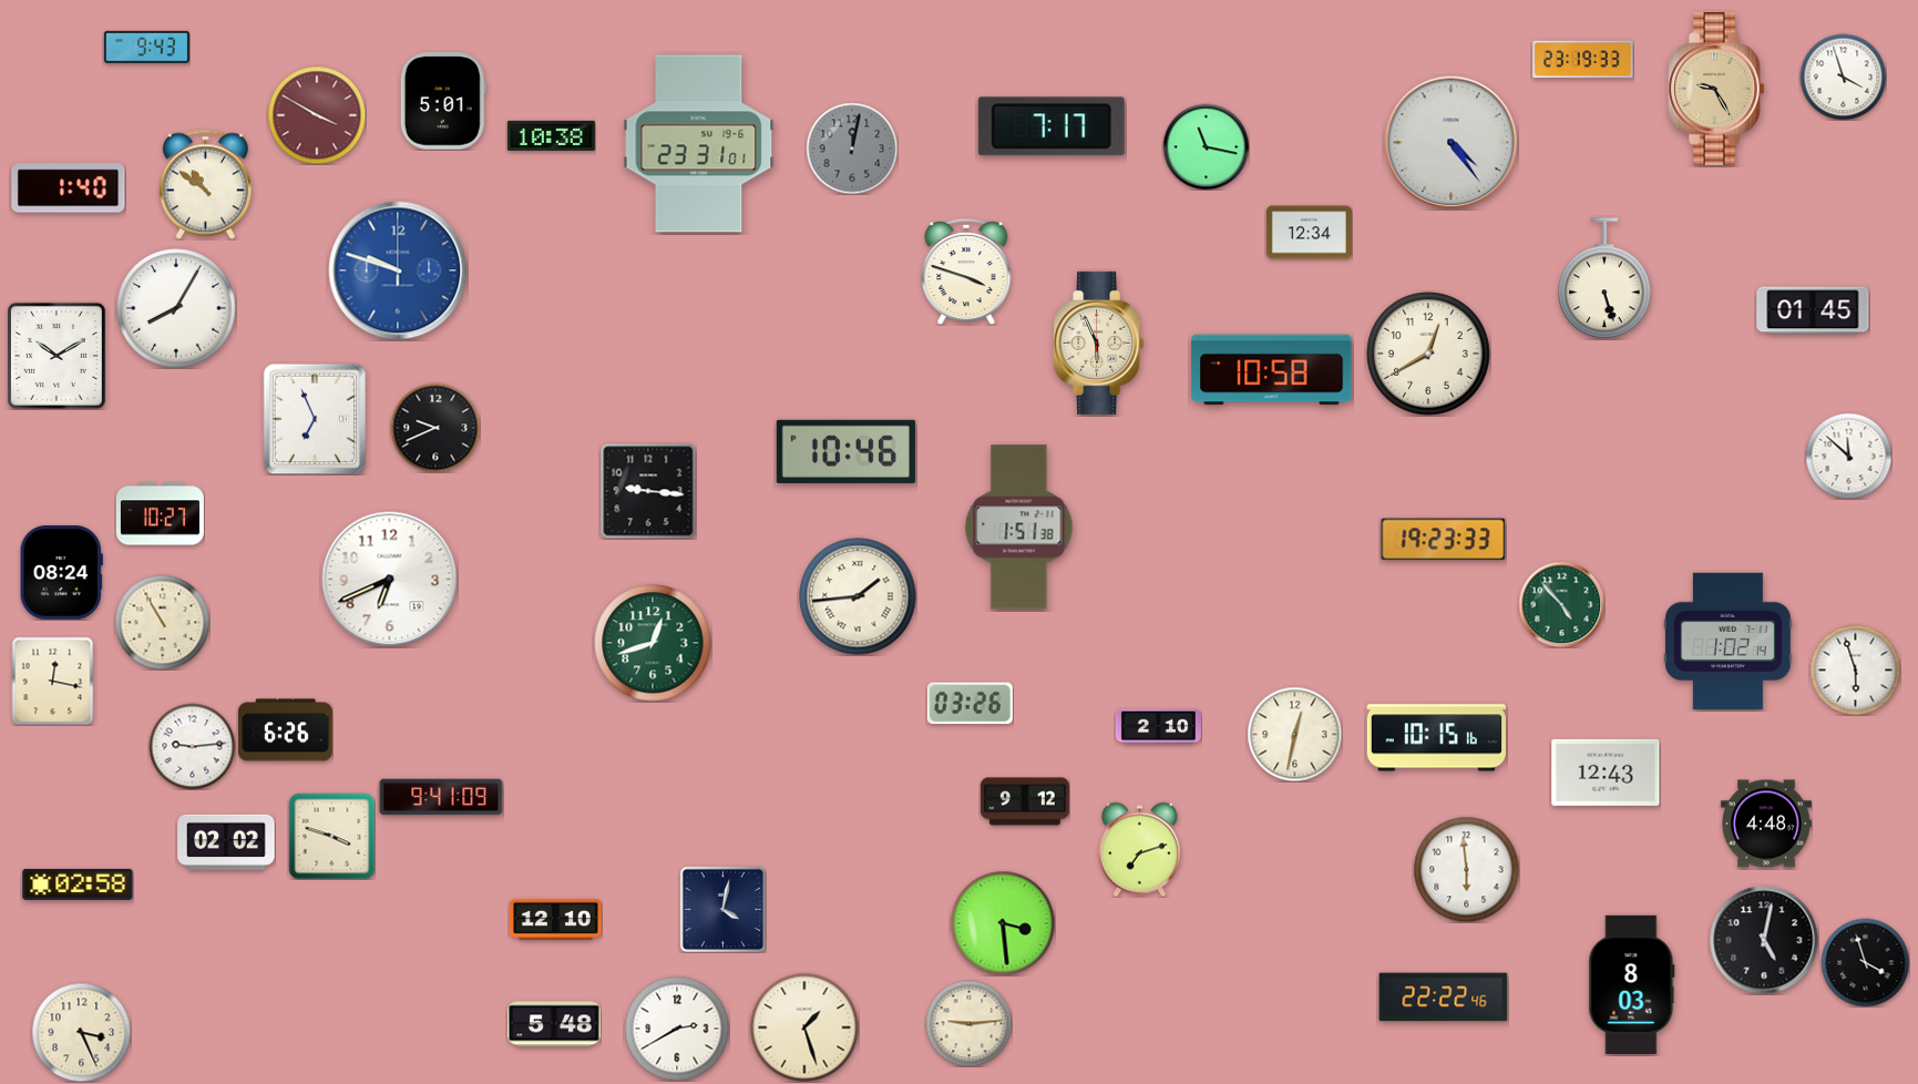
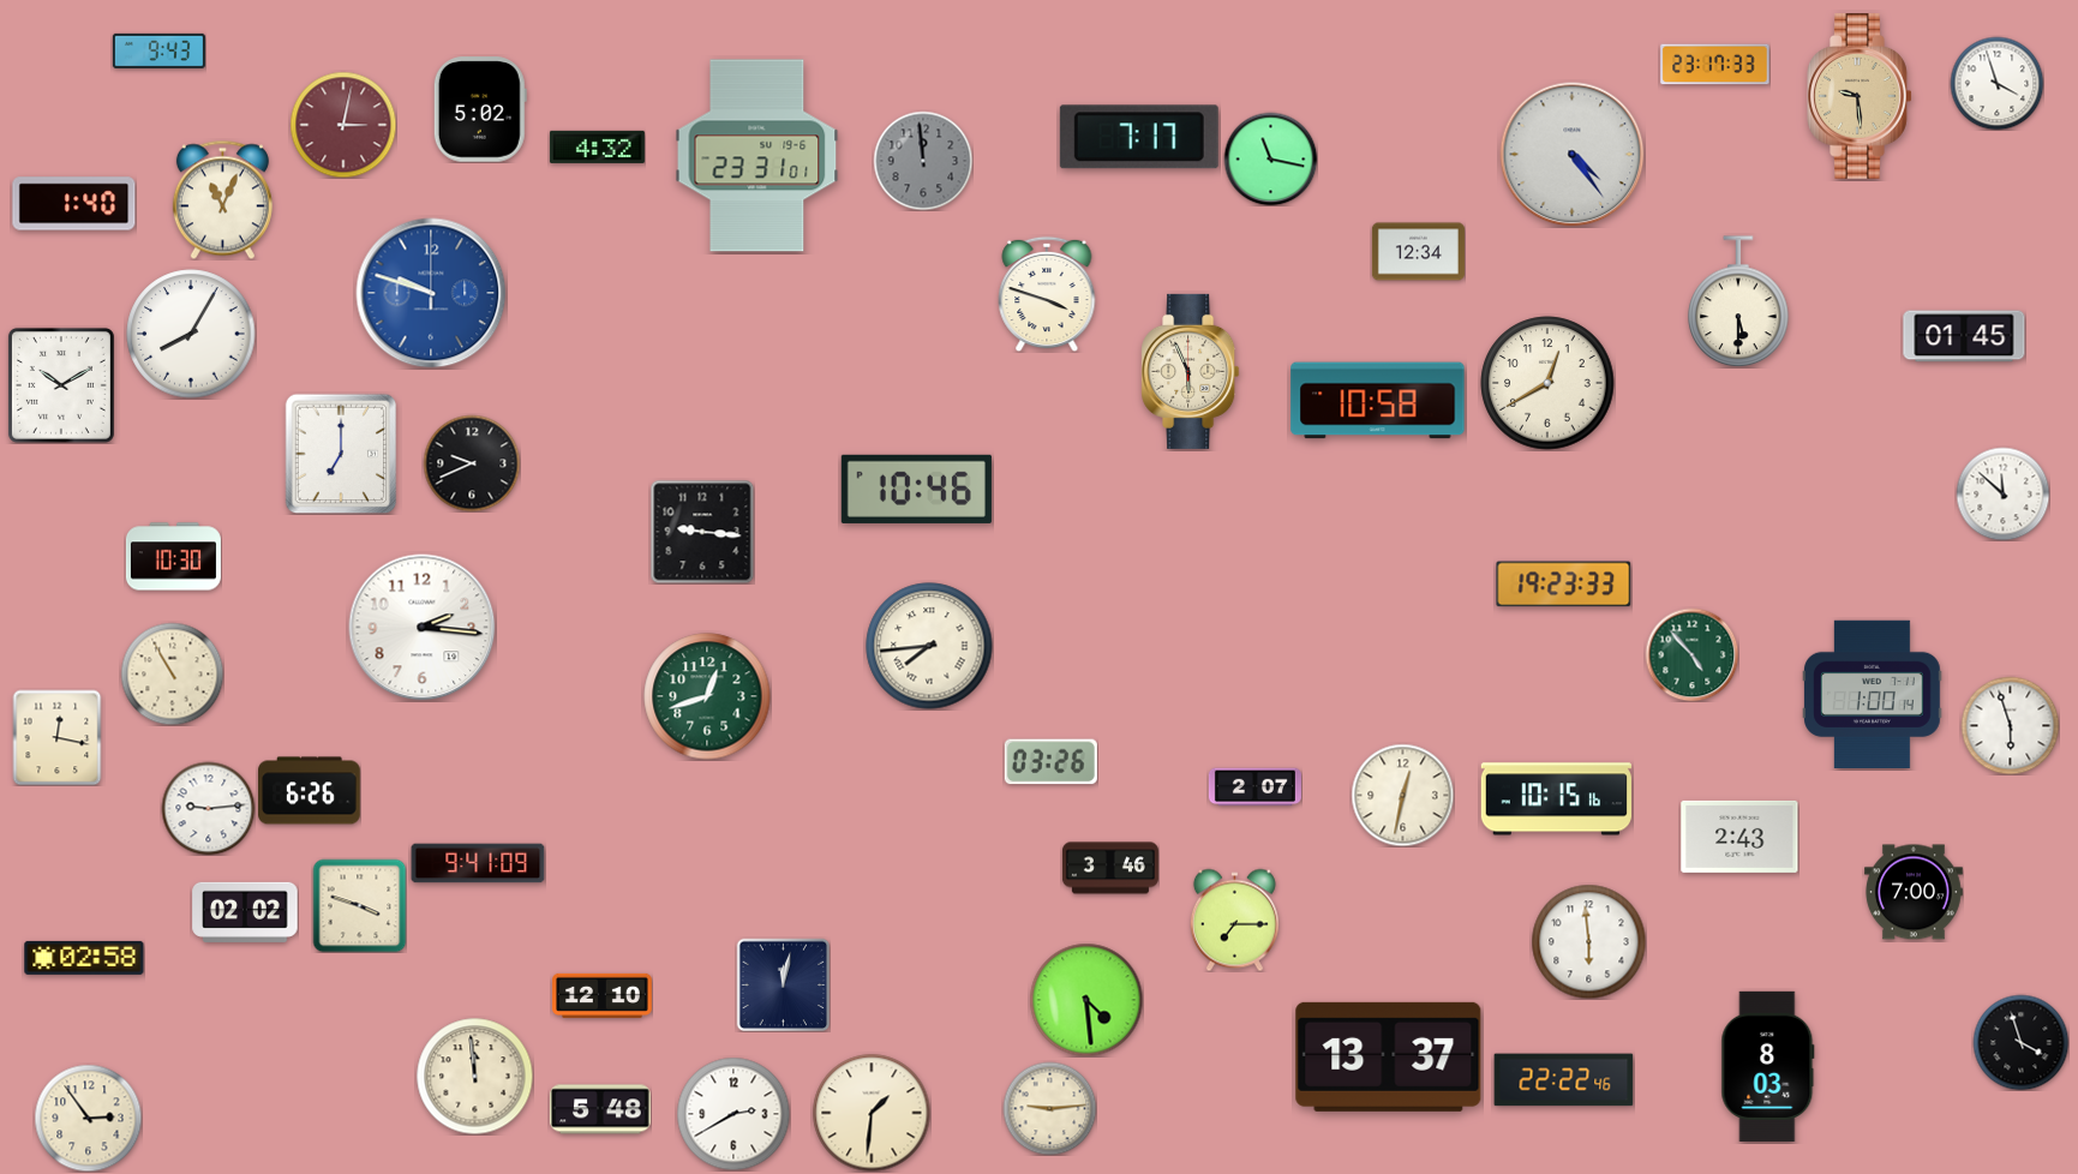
clock at (1583, 60): 23:19 -> 23:17
clock at (1716, 89): 9:25 -> 9:29
clock at (443, 101): 5:01 -> 5:02
clock at (317, 115): 3:50 -> 3:02
clock at (551, 135): 10:38 -> 4:32
clock at (1206, 146) position: (1206, 146) -> (1270, 158)
clock at (852, 149): 12:02 -> 11:59
clock at (205, 184): 10:51 -> 11:04
clock at (1604, 278): 5:27 -> 5:30
clock at (315, 419): 6:56 -> 7:00
clock at (160, 514): 10:27 -> 10:30
clock at (1019, 528): 1:51 -> none
clock at (61, 573): 08:24 -> none
clock at (390, 580): 6:41 -> 2:16
clock at (858, 596): 1:44 -> 7:44
clock at (162, 622) position: (162, 622) -> (172, 673)
clock at (1729, 641): 1:02 -> 1:00
clock at (1158, 727): 2:10 -> 2:07
clock at (1606, 773): 12:43 -> 2:43
clock at (1025, 801): 9:12 -> 3:46
clock at (1767, 824): 4:48 -> 7:00
clock at (1139, 849): 7:12 -> 7:15
clock at (722, 909): 4:02 -> 12:02
clock at (1003, 923): 3:29 -> 4:29
clock at (1764, 940): 5:02 -> none
clock at (1389, 1056): none -> 13:37
clock at (474, 1076): none -> 11:59
clock at (804, 1027): 1:27 -> 1:31
clock at (81, 1032): 3:26 -> 2:54
